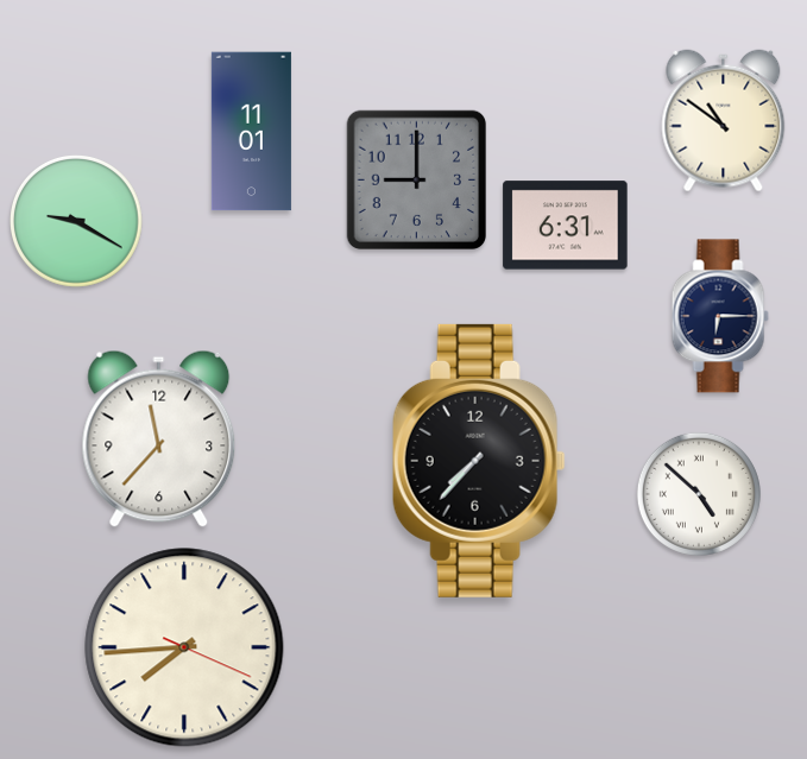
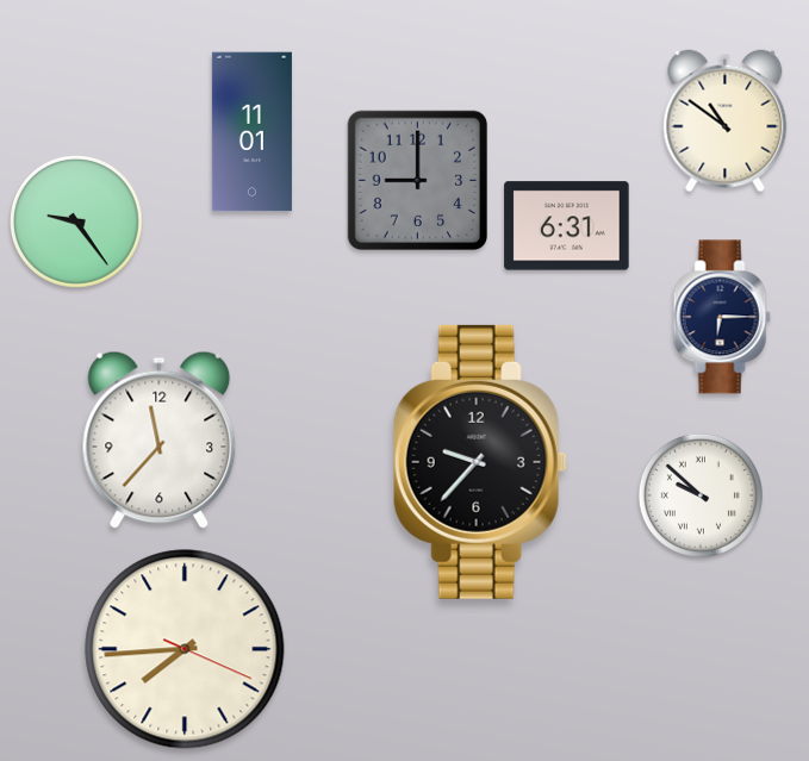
clock at (77, 222): 9:20 -> 9:24
clock at (479, 461): 7:37 -> 9:37
clock at (699, 494): 4:52 -> 9:52
